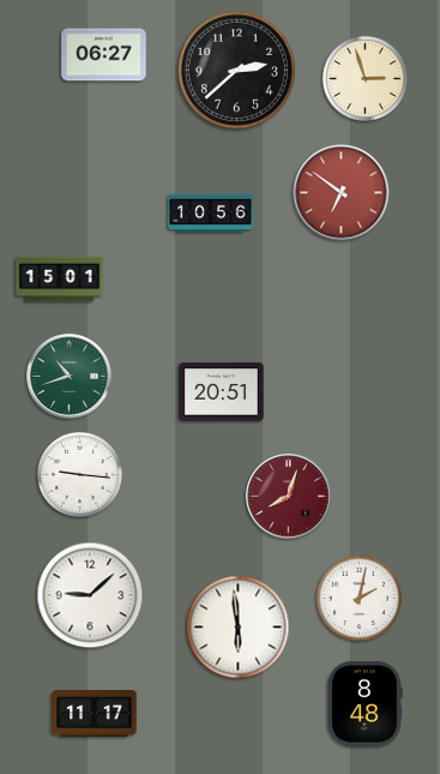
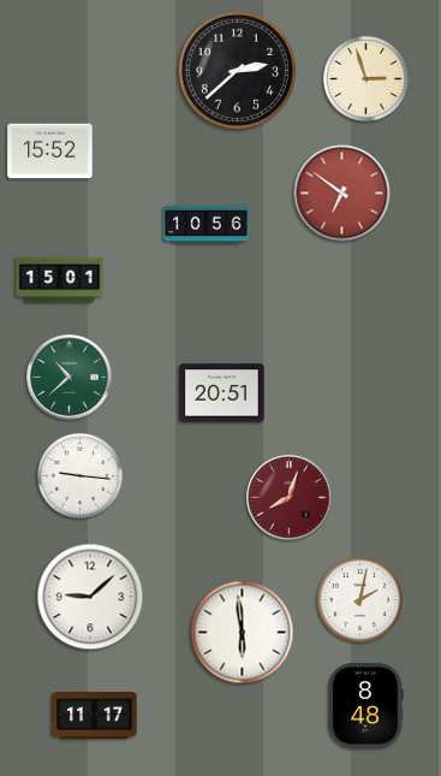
clock at (104, 55): 06:27 -> none
clock at (50, 152): none -> 15:52
clock at (211, 214) position: (211, 214) -> (207, 225)
clock at (70, 377): 10:42 -> 10:38
clock at (239, 628) position: (239, 628) -> (243, 633)
